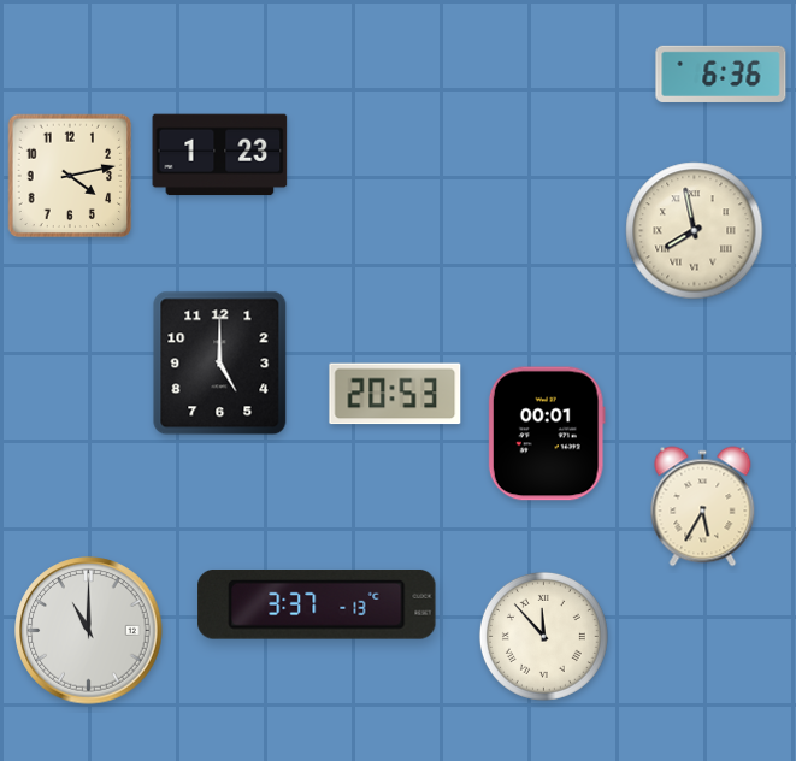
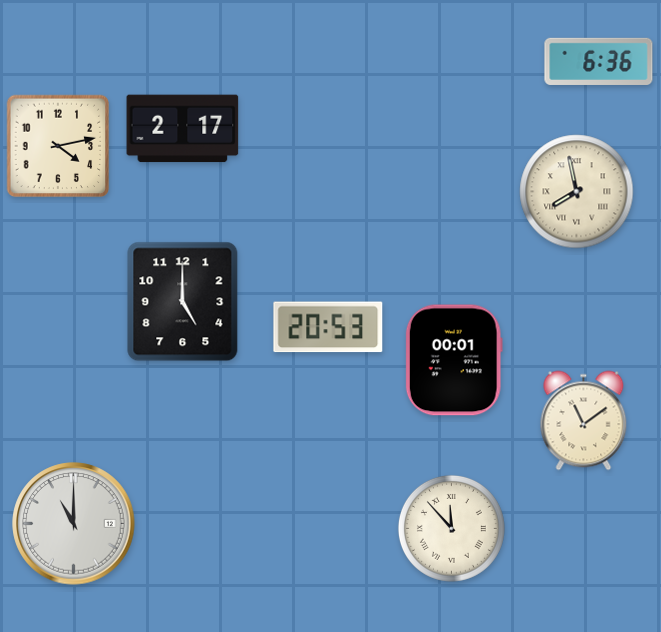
clock at (220, 155): 1:23 -> 2:17
clock at (703, 507): 5:35 -> 11:09
clock at (317, 604): 3:37 -> none
